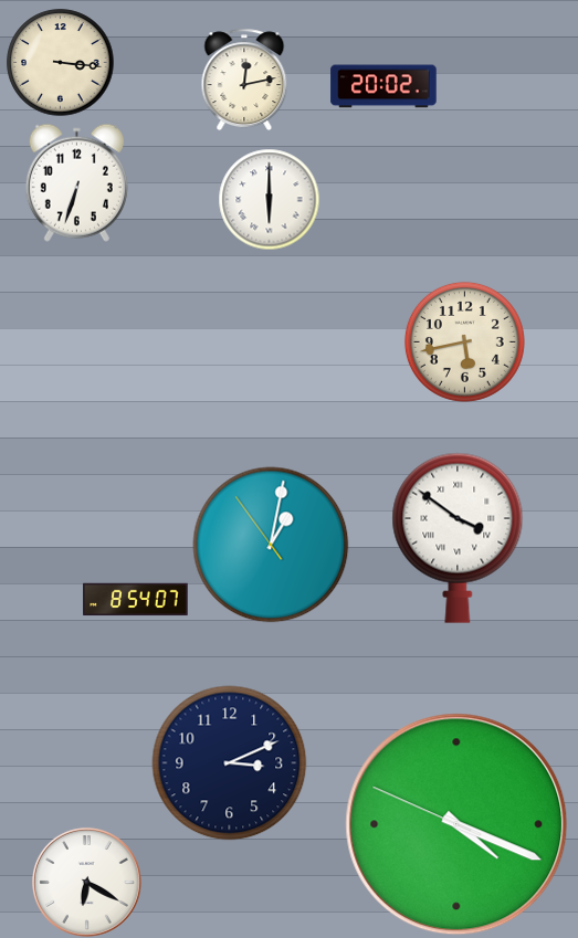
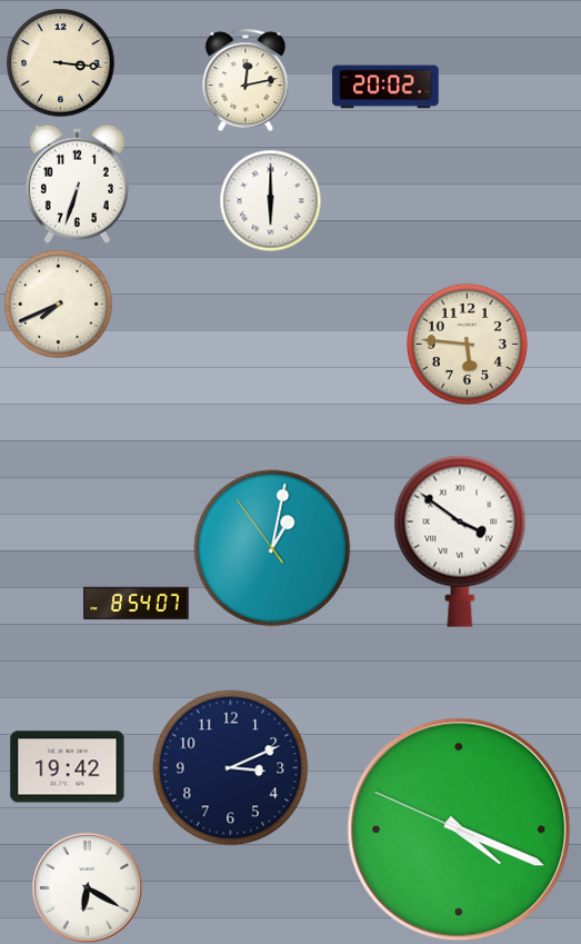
clock at (59, 305): none -> 7:41
clock at (464, 341): 5:43 -> 5:46
clock at (68, 767): none -> 19:42
